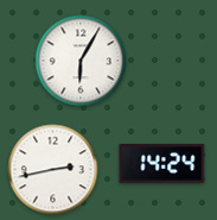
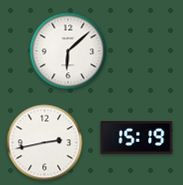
clock at (81, 61): 6:05 -> 6:08
clock at (162, 164): 14:24 -> 15:19
